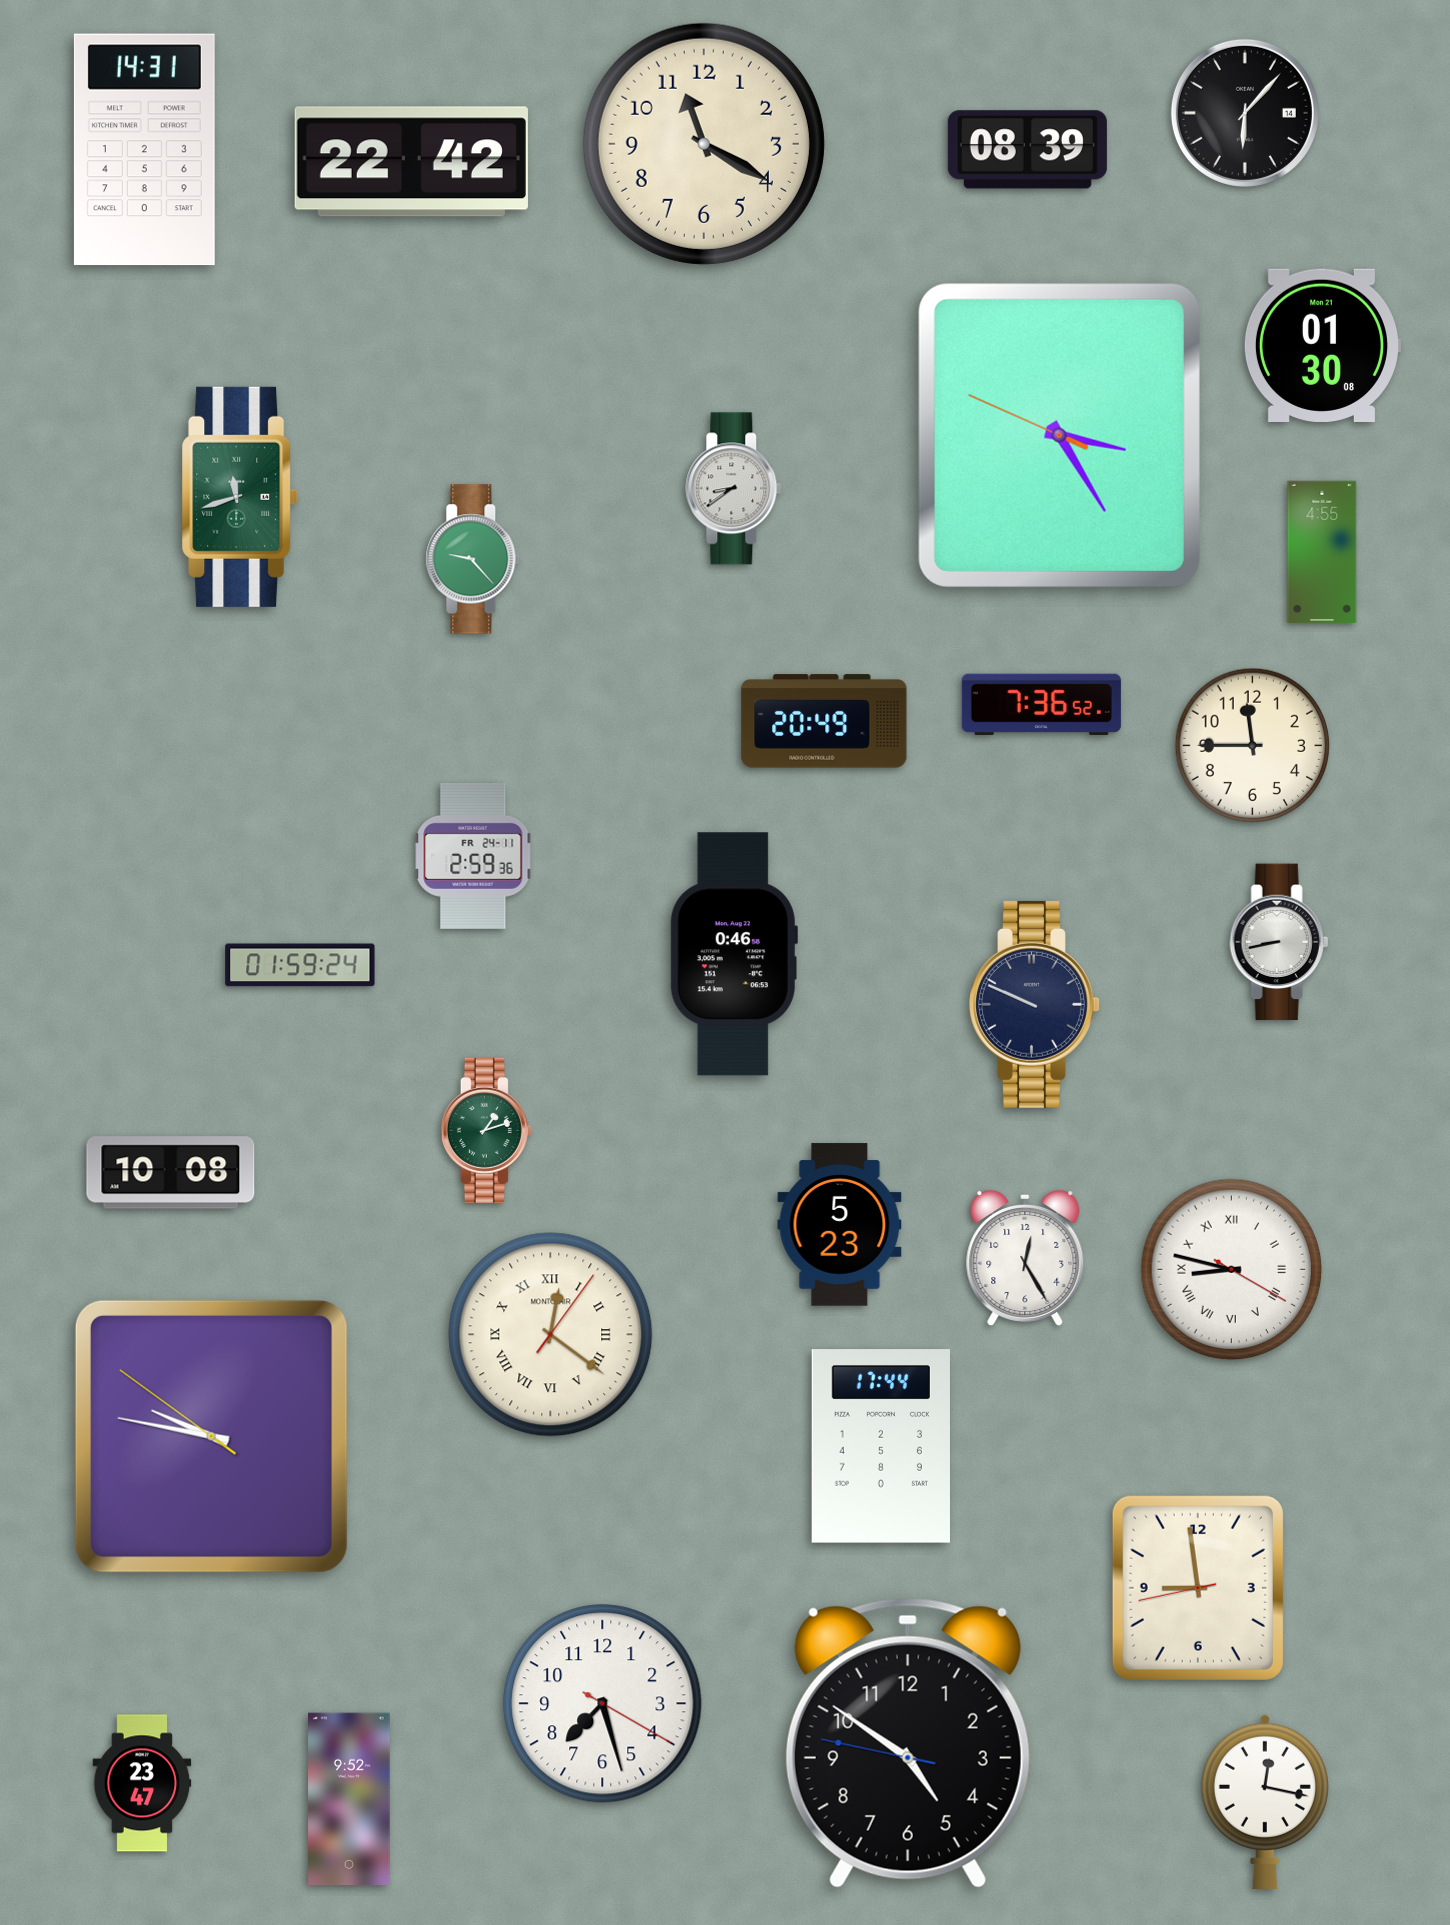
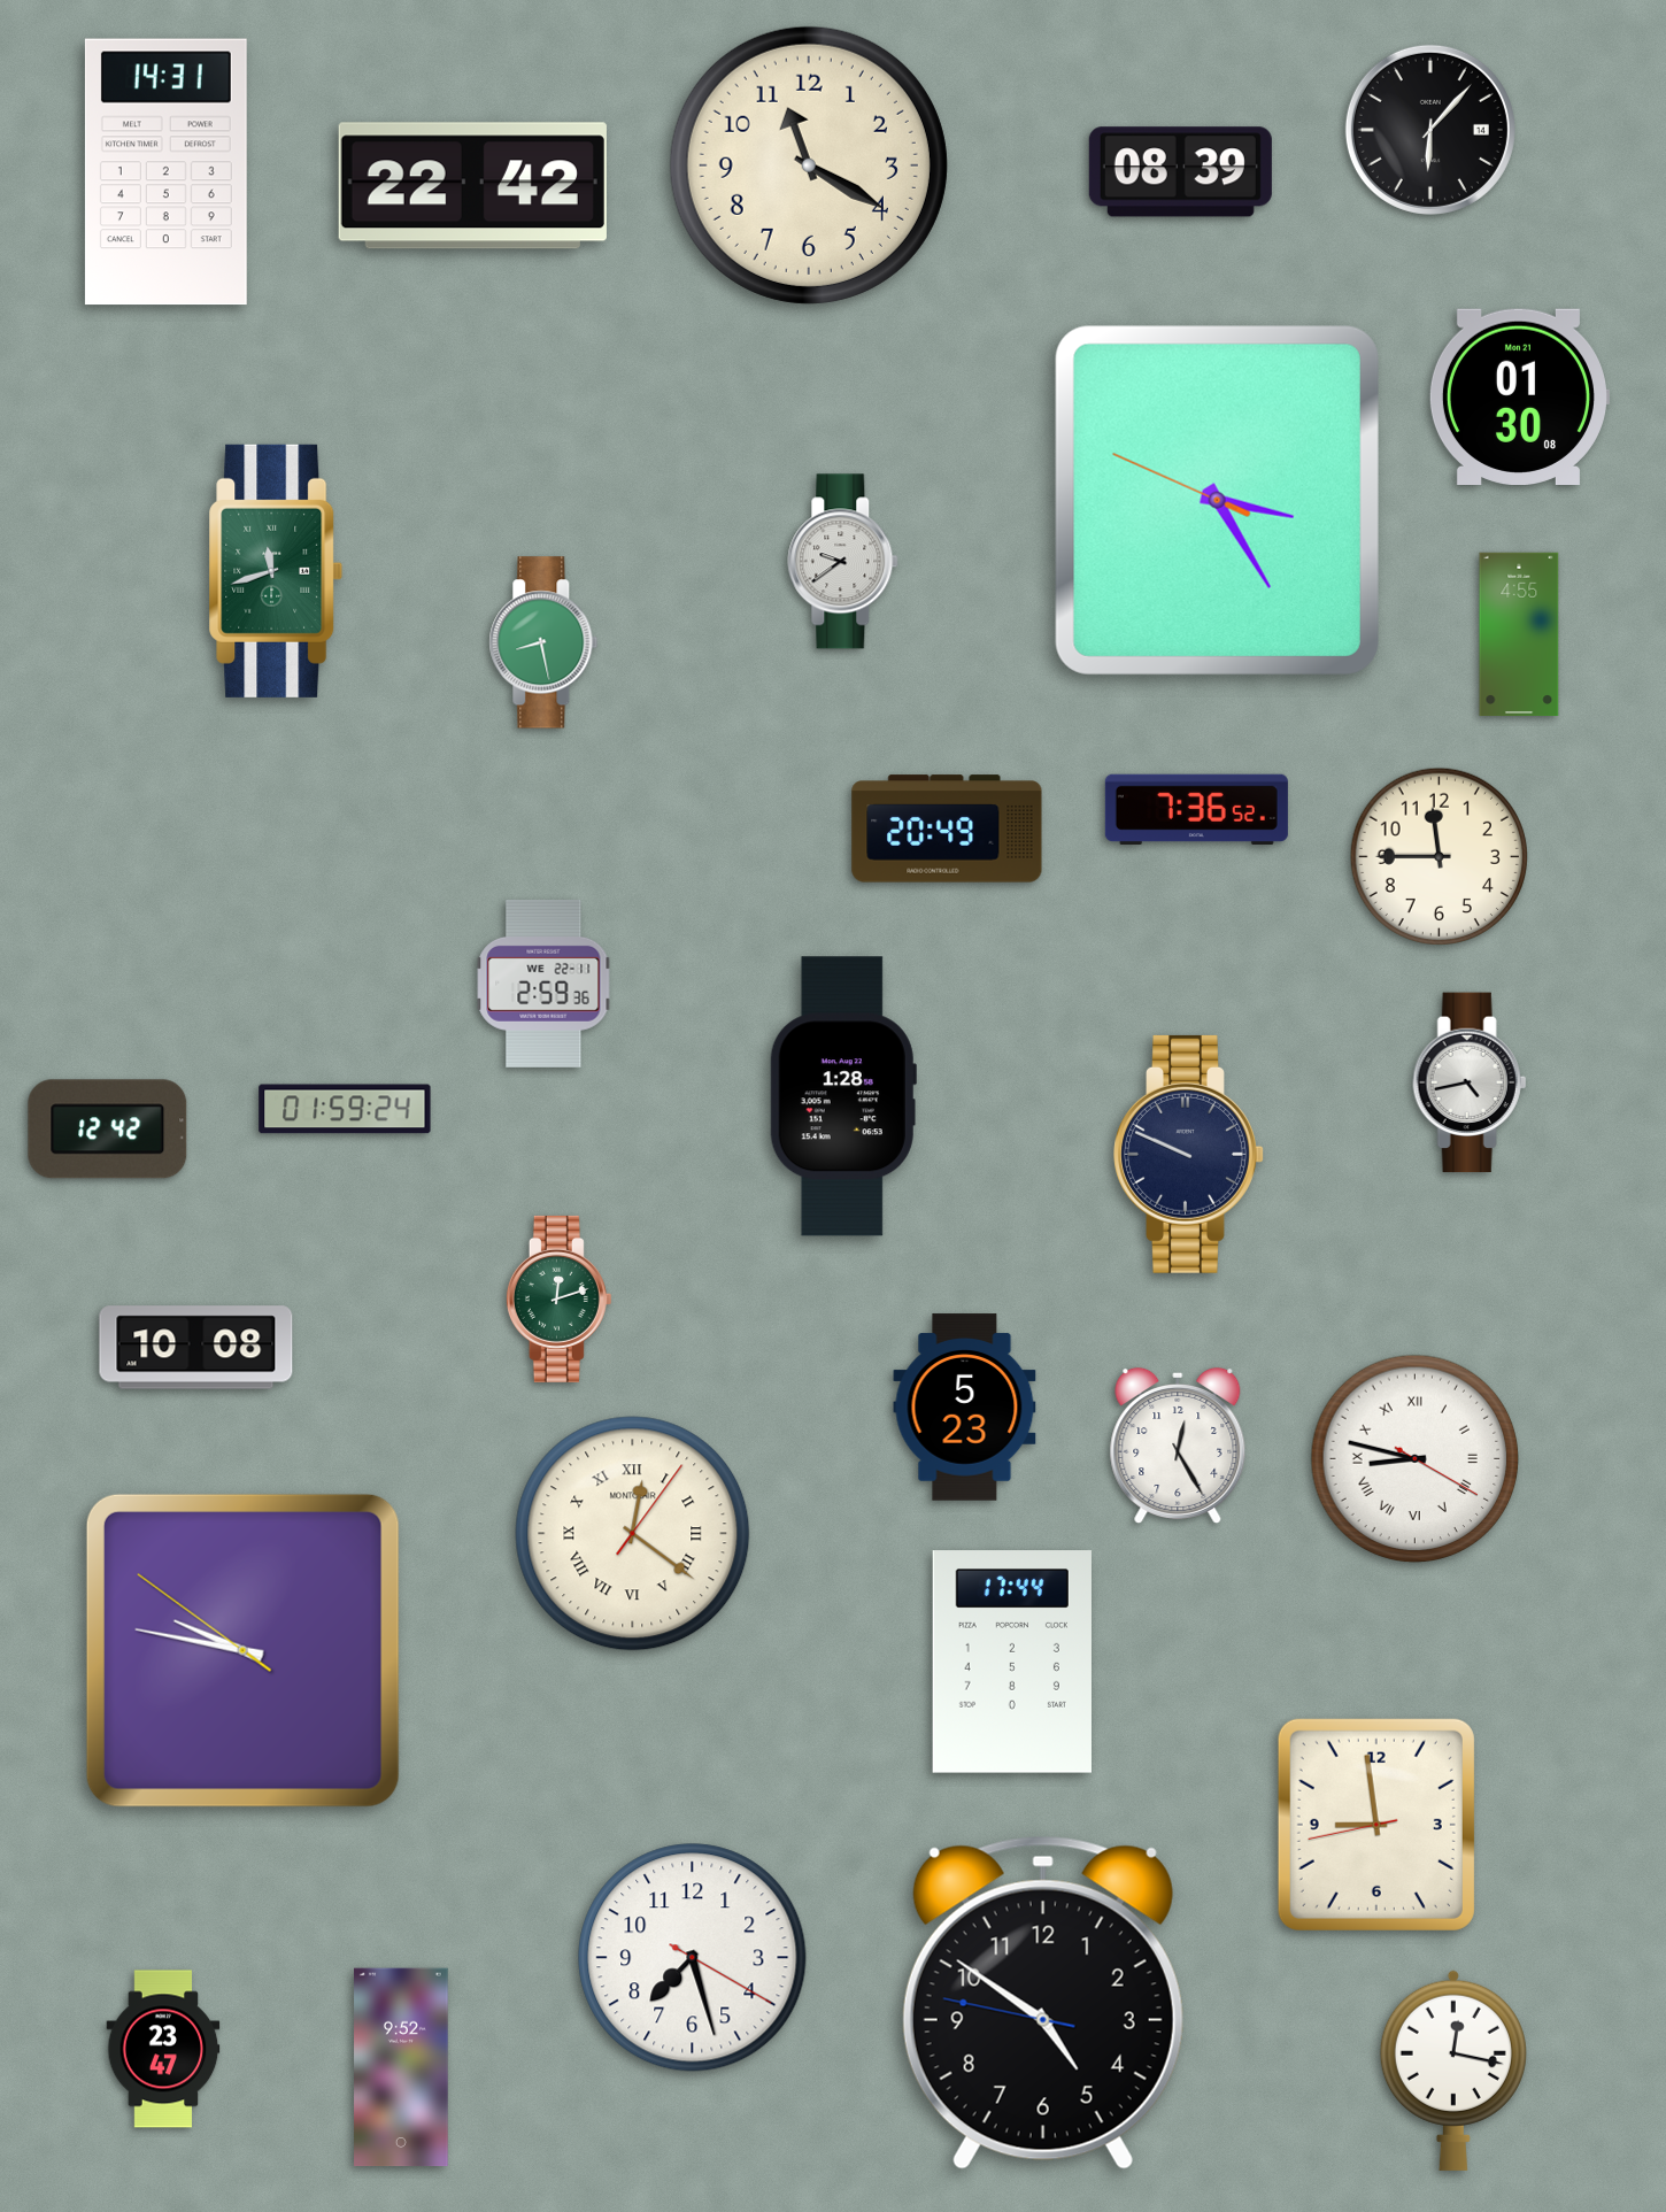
clock at (734, 489): 8:39 -> 9:39
clock at (473, 559): 9:23 -> 8:28
clock at (473, 856) date: FR 24-11 -> WE 22-11
clock at (1279, 942): 8:43 -> 4:43
clock at (734, 954): 0:46 -> 1:28
clock at (108, 1130): none -> 12:42
clock at (486, 1130): 1:12 -> 12:12
